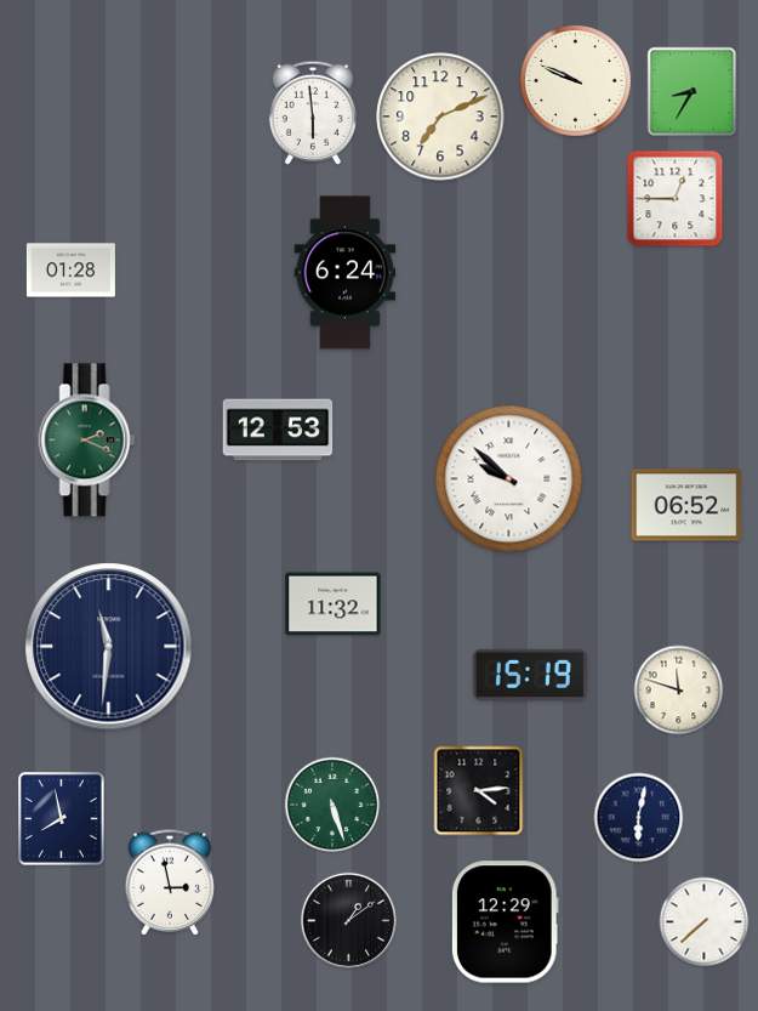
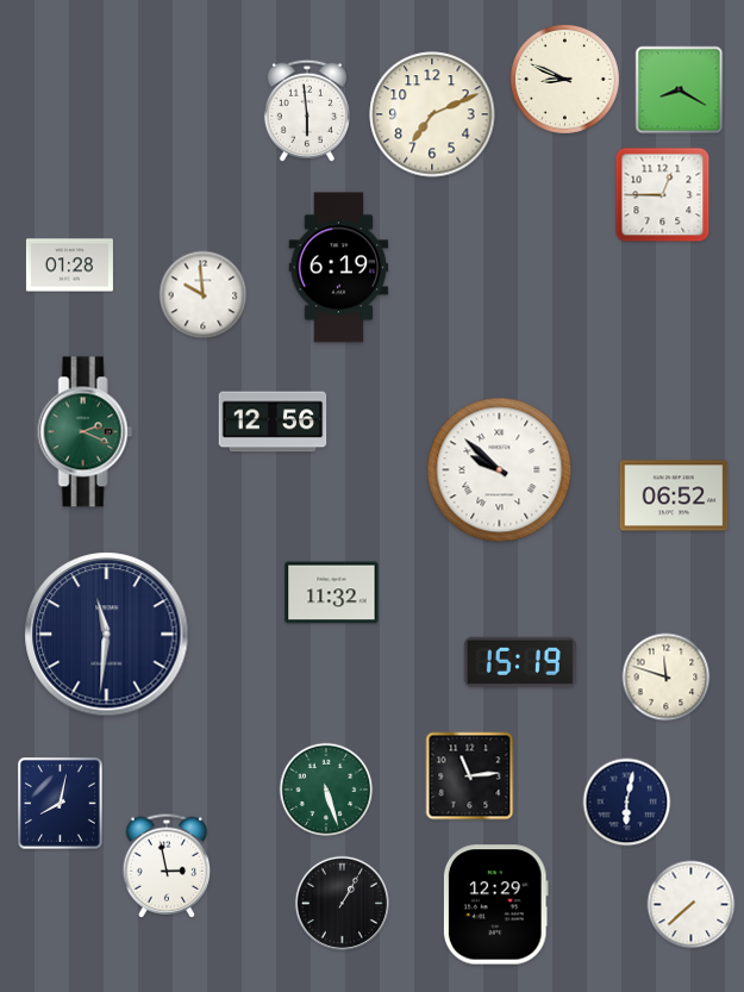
clock at (575, 80): 9:49 -> 8:49
clock at (693, 92): 8:35 -> 8:20
clock at (346, 273): 6:24 -> 6:19
clock at (204, 295): none -> 9:59
clock at (278, 430): 12:53 -> 12:56
clock at (334, 604) position: (334, 604) -> (332, 593)
clock at (479, 791): 4:14 -> 11:14
clock at (61, 819): 7:58 -> 8:02
clock at (348, 920): 1:09 -> 1:05
